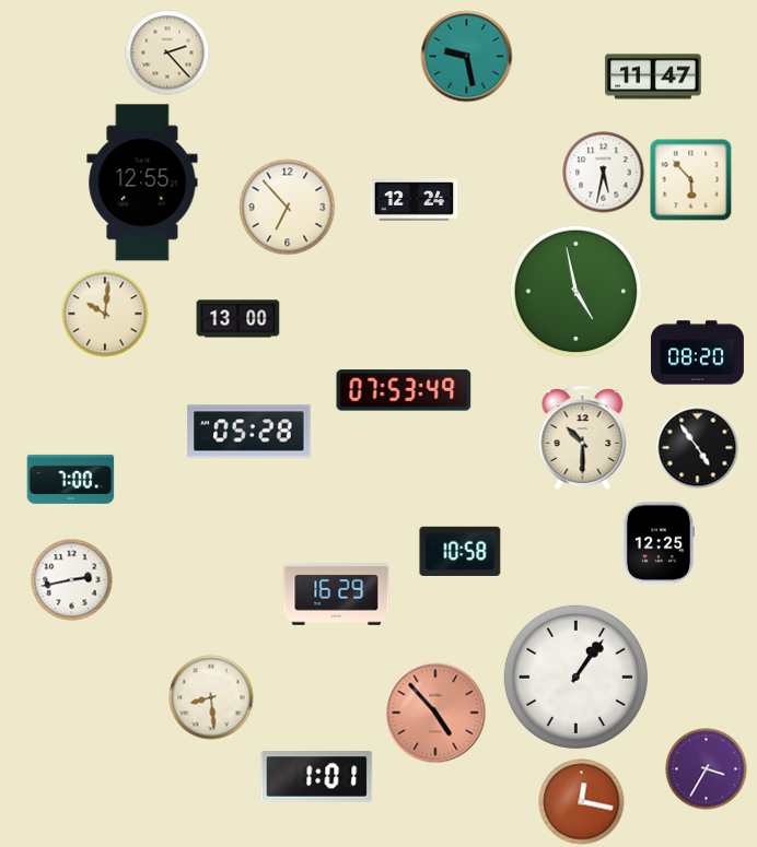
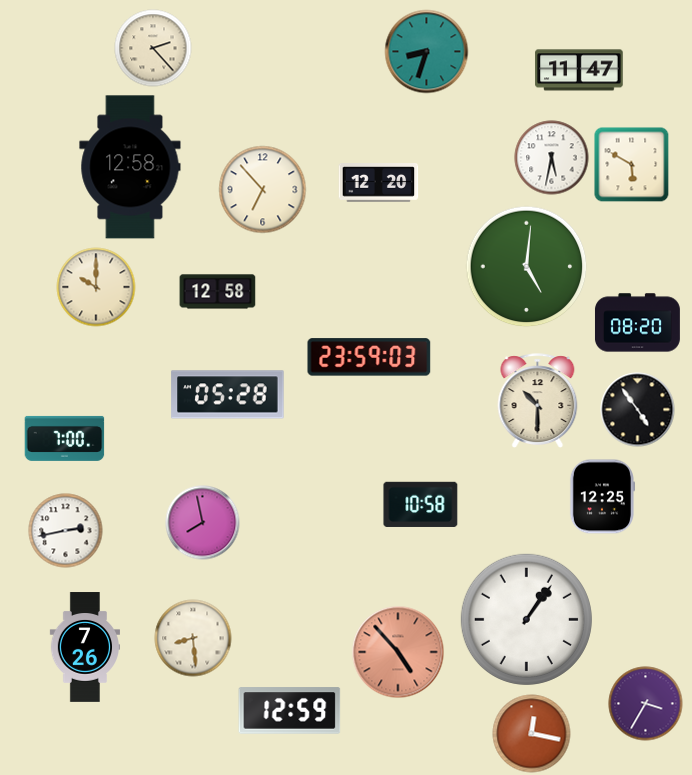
clock at (467, 57): 9:28 -> 8:33
clock at (653, 77) position: (653, 77) -> (579, 70)
clock at (691, 180): 5:53 -> 5:50
clock at (142, 183): 12:55 -> 12:58
clock at (415, 200): 12:24 -> 12:20
clock at (577, 292): 4:58 -> 5:01
clock at (105, 314): 10:01 -> 10:00
clock at (238, 319): 13:00 -> 12:58
clock at (404, 390): 07:53 -> 23:59
clock at (583, 437) position: (583, 437) -> (538, 400)
clock at (203, 523): none -> 7:58
clock at (337, 595): 16:29 -> none
clock at (85, 647): none -> 7:26
clock at (317, 777): 1:01 -> 12:59
